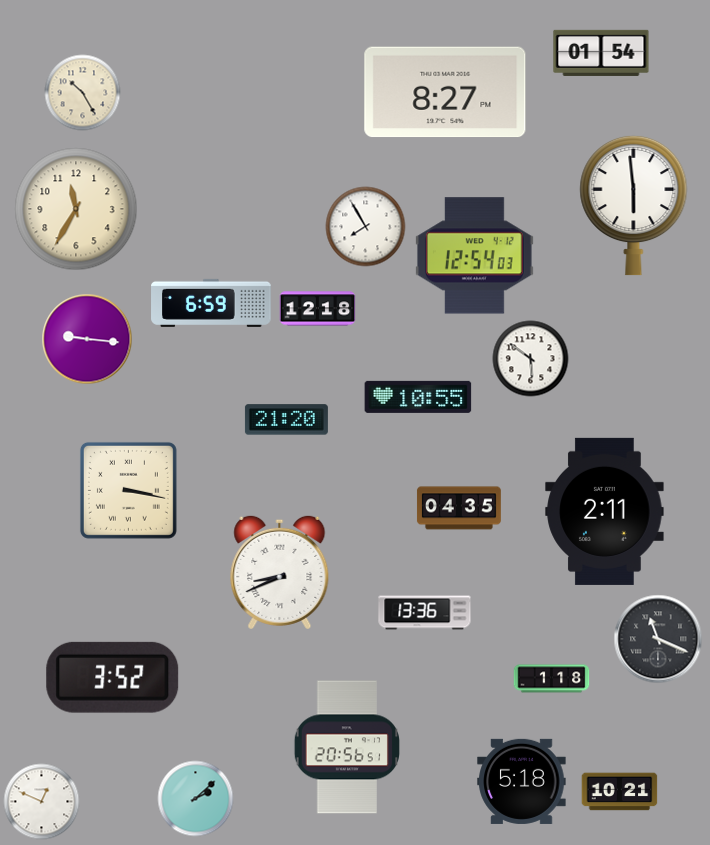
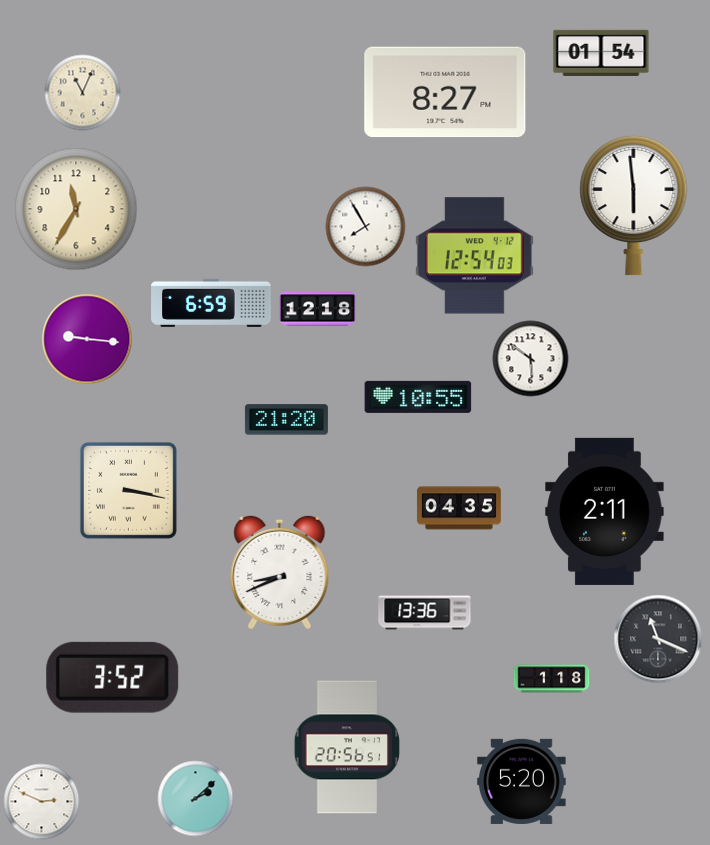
clock at (83, 93): 10:25 -> 11:04
clock at (522, 781): 5:18 -> 5:20
clock at (620, 792): 10:21 -> none
clock at (42, 802): 12:49 -> 2:49
